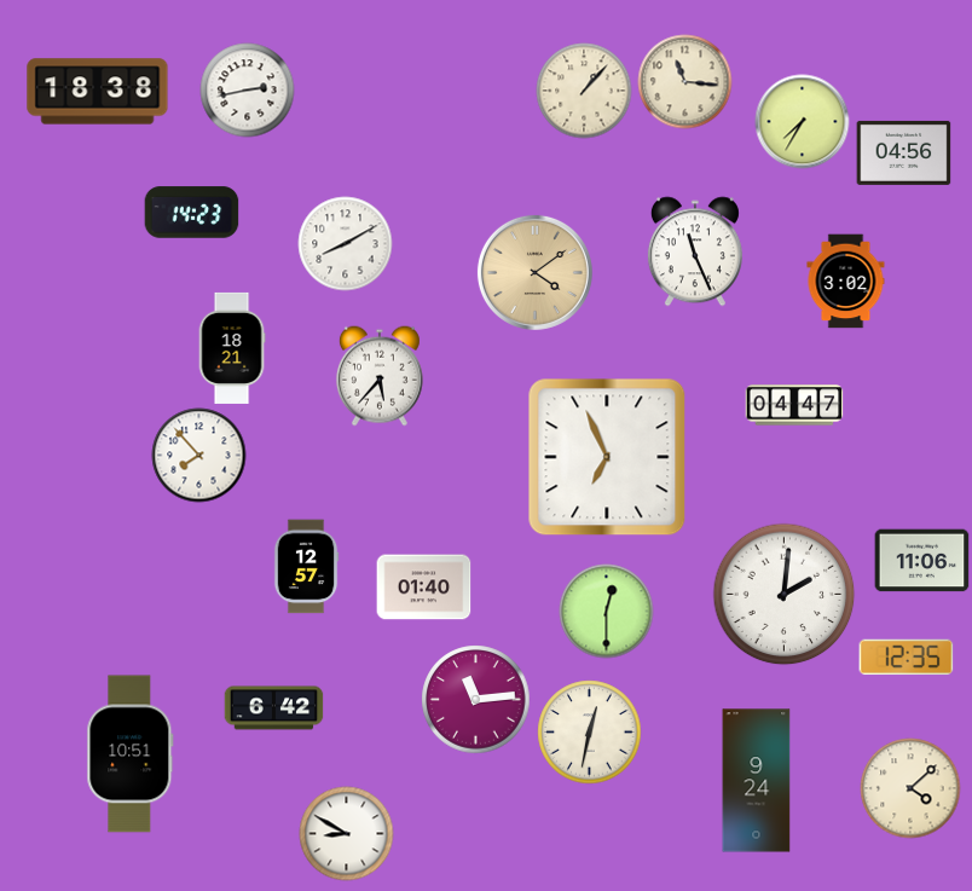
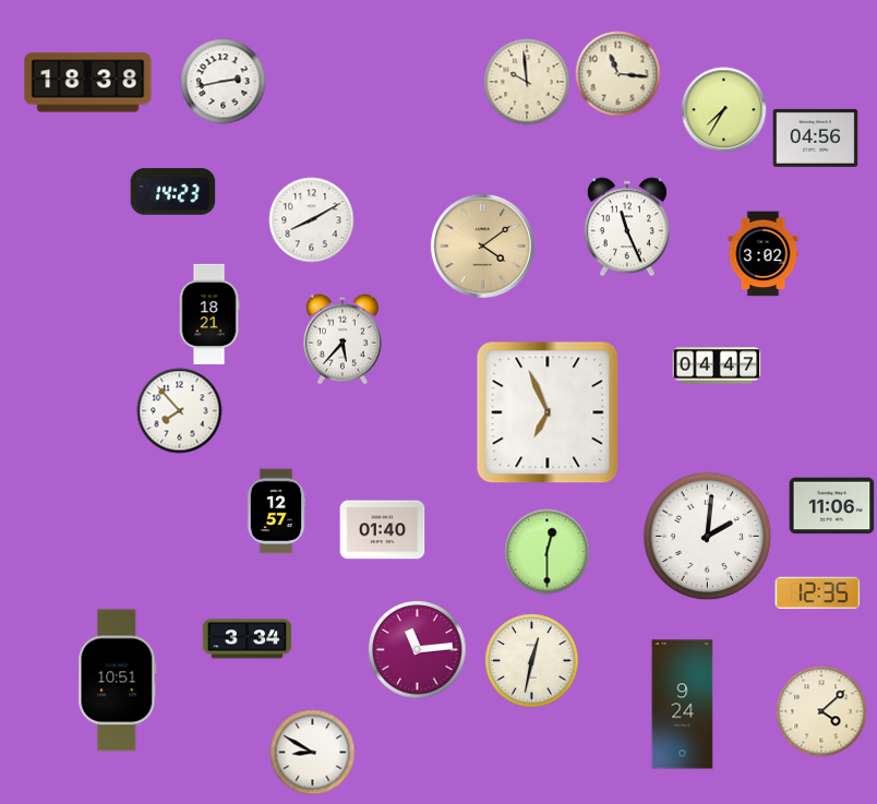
clock at (584, 91): 1:07 -> 9:59
clock at (475, 699) position: (475, 699) -> (417, 649)
clock at (273, 708): 6:42 -> 3:34
